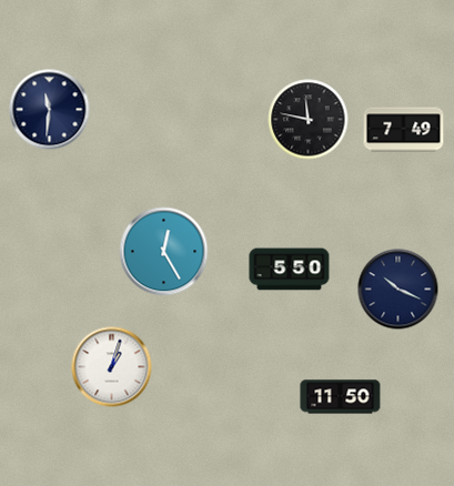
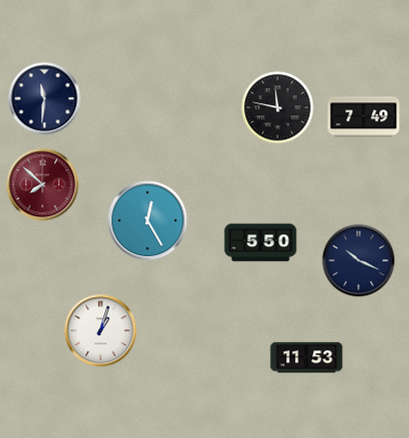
clock at (43, 185): none -> 7:52
clock at (164, 252) position: (164, 252) -> (148, 221)
clock at (341, 397): 11:50 -> 11:53
